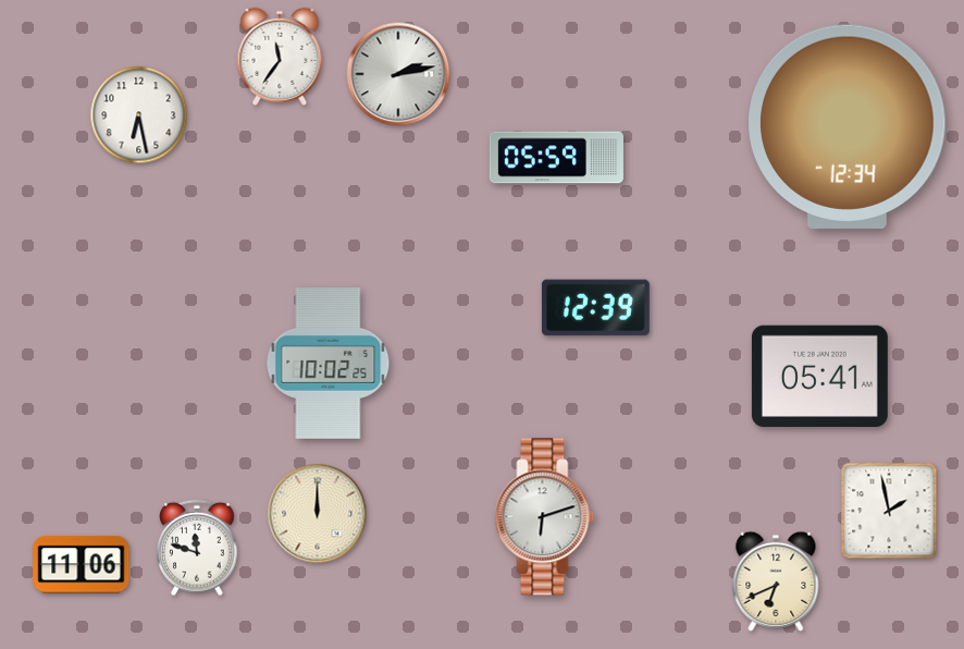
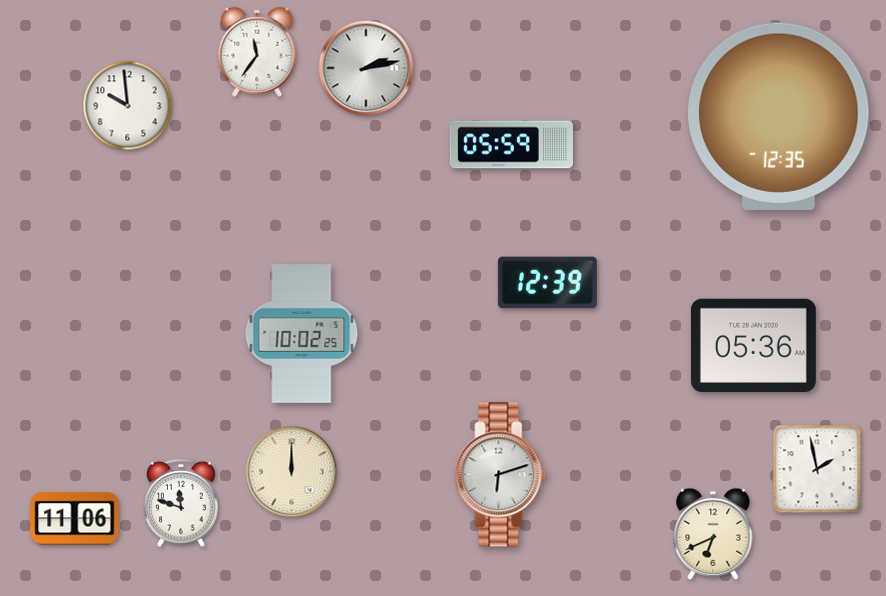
clock at (139, 115): 6:28 -> 9:59
clock at (848, 126): 12:34 -> 12:35
clock at (819, 376): 05:41 -> 05:36
